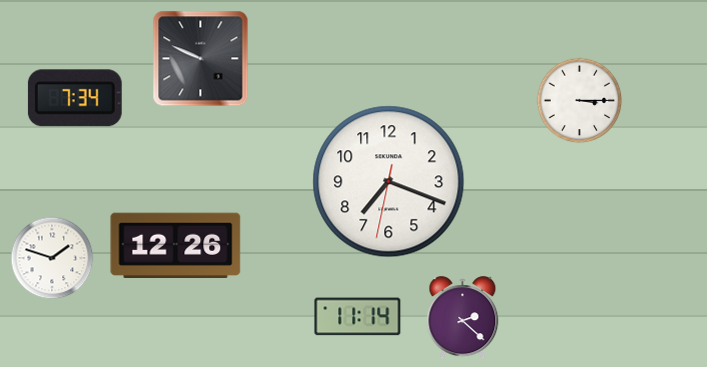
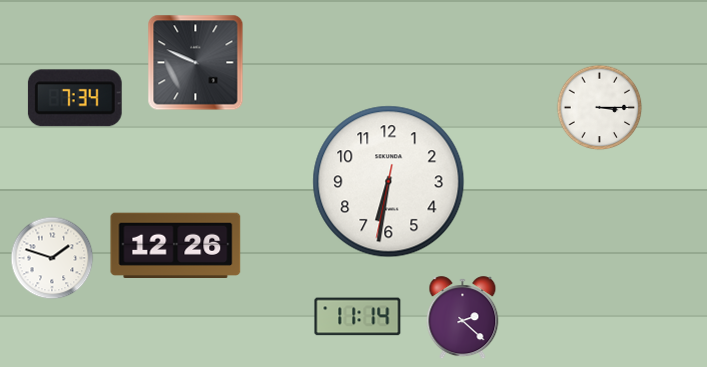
clock at (201, 59) position: (201, 59) -> (196, 63)
clock at (580, 101) position: (580, 101) -> (600, 108)
clock at (389, 182): 7:18 -> 6:31
